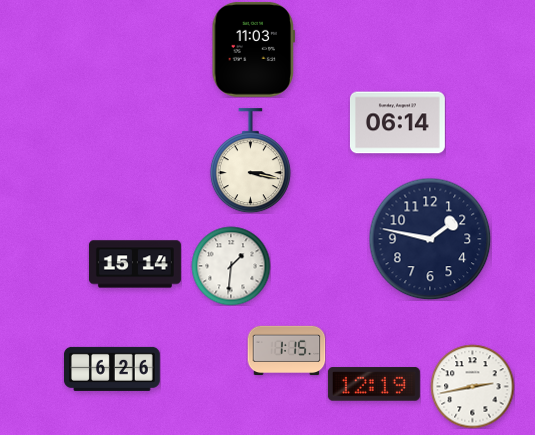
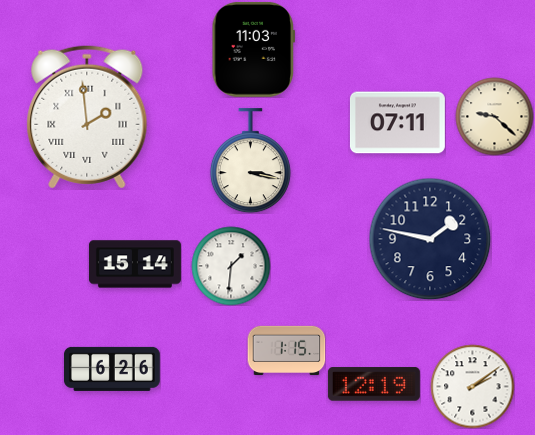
clock at (494, 116): none -> 9:22
clock at (87, 117): none -> 1:59
clock at (397, 123): 06:14 -> 07:11
clock at (472, 386): 2:43 -> 2:09
